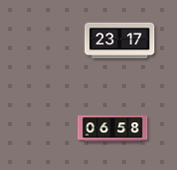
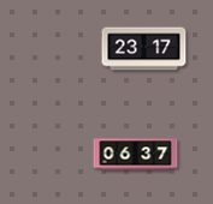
clock at (113, 129): 06:58 -> 06:37
